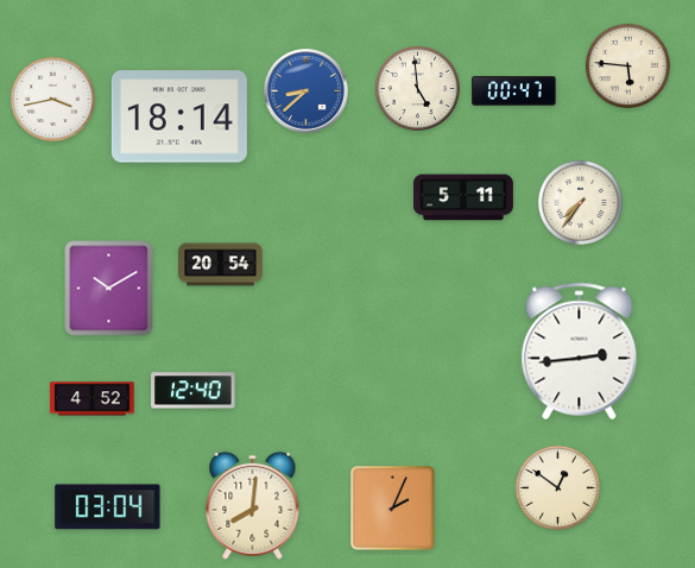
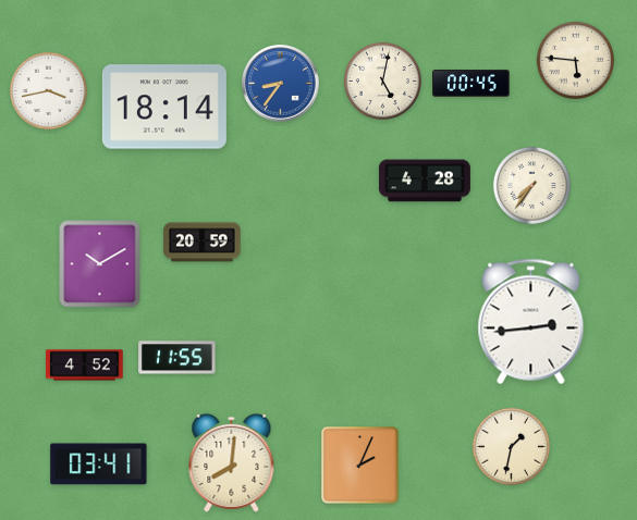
clock at (417, 88): 4:59 -> 5:02
clock at (307, 91): 8:38 -> 8:36
clock at (514, 91): 00:47 -> 00:45
clock at (463, 197): 5:11 -> 4:28
clock at (221, 265): 20:54 -> 20:59
clock at (194, 391): 12:40 -> 11:55
clock at (557, 487): 12:51 -> 1:32
clock at (108, 507): 03:04 -> 03:41
